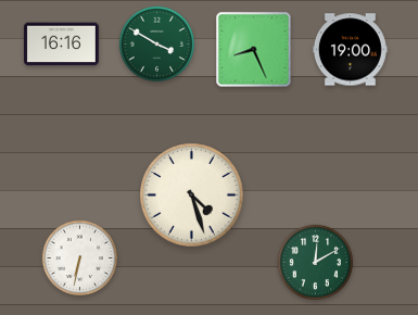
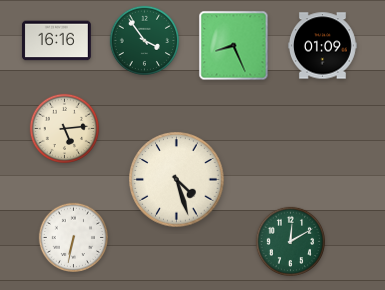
clock at (156, 43): 3:50 -> 3:54
clock at (350, 50): 19:00 -> 01:09
clock at (64, 128): none -> 5:14
